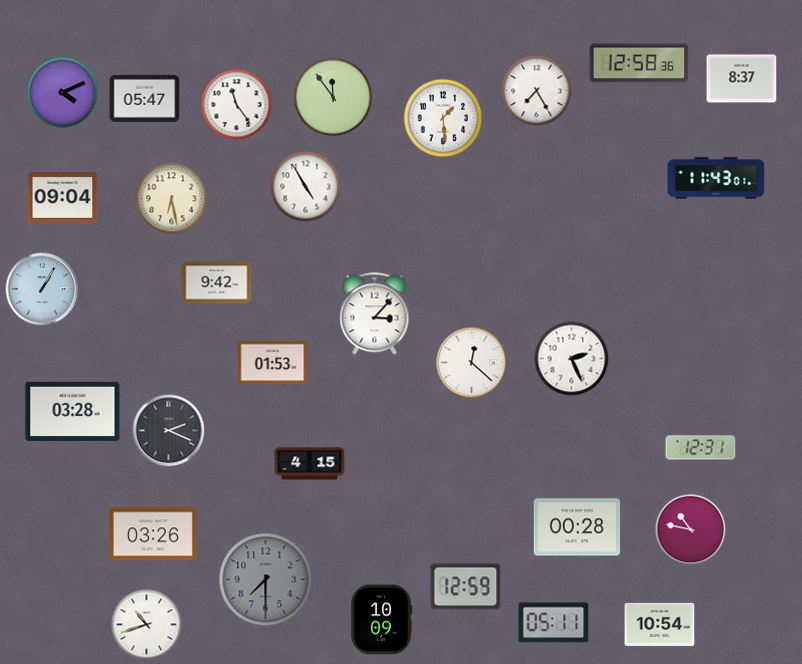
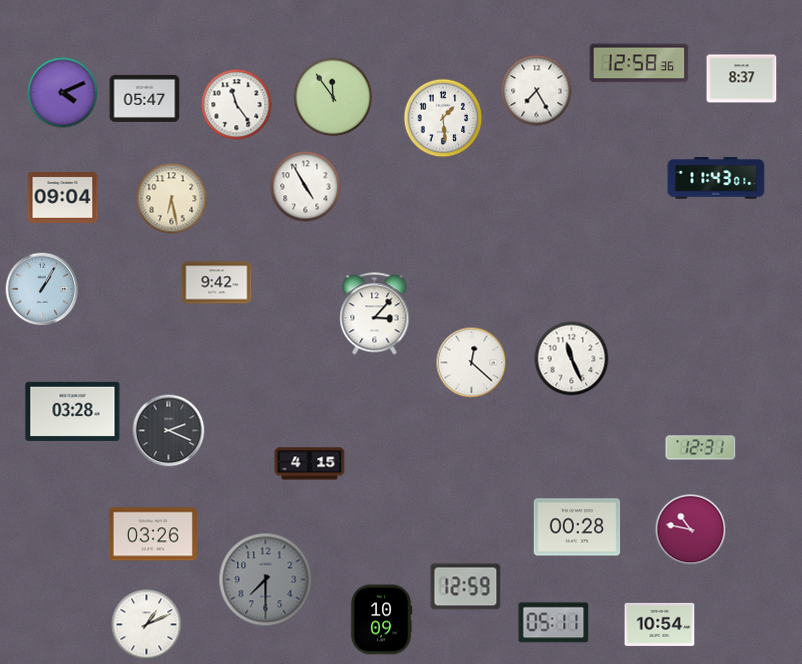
clock at (572, 359): 2:26 -> 11:26
clock at (273, 363): 01:53 -> none
clock at (147, 625): 10:42 -> 1:11
